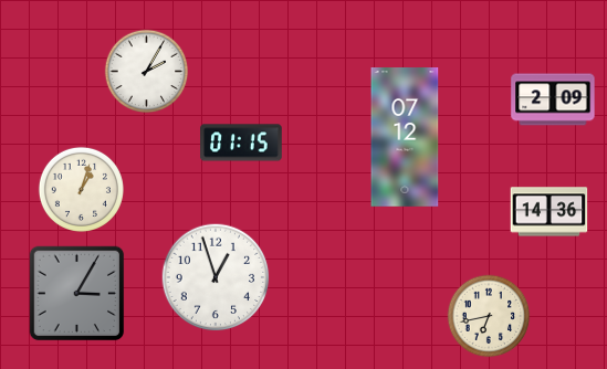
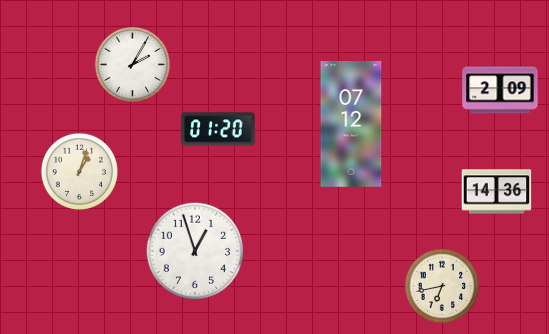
clock at (405, 138) position: (405, 138) -> (351, 125)
clock at (241, 143): 01:15 -> 01:20
clock at (81, 189) position: (81, 189) -> (79, 171)
clock at (77, 294): 3:05 -> none
